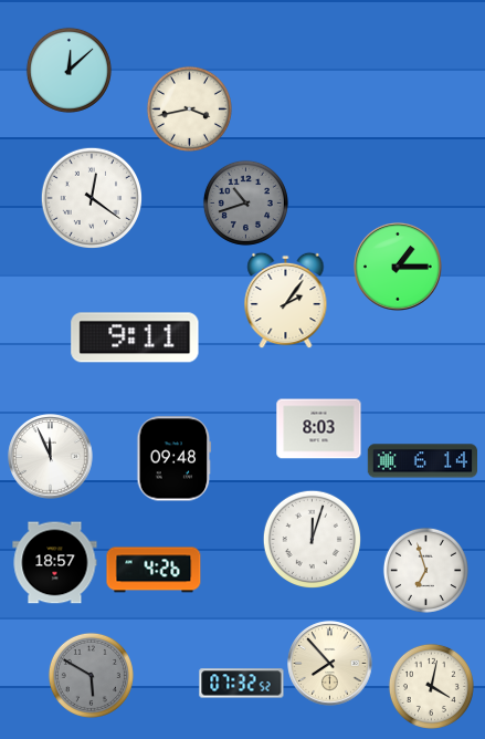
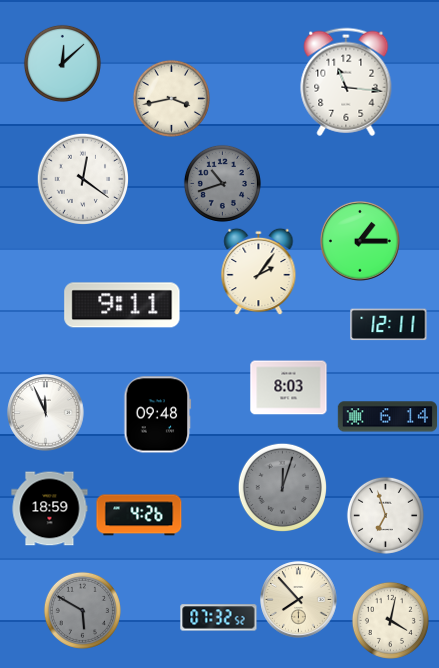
clock at (346, 82): none -> 11:16
clock at (389, 325): none -> 12:11
clock at (422, 461) position: (422, 461) -> (387, 417)
clock at (312, 539) dial: white -> grey
clock at (55, 563): 18:57 -> 18:59
